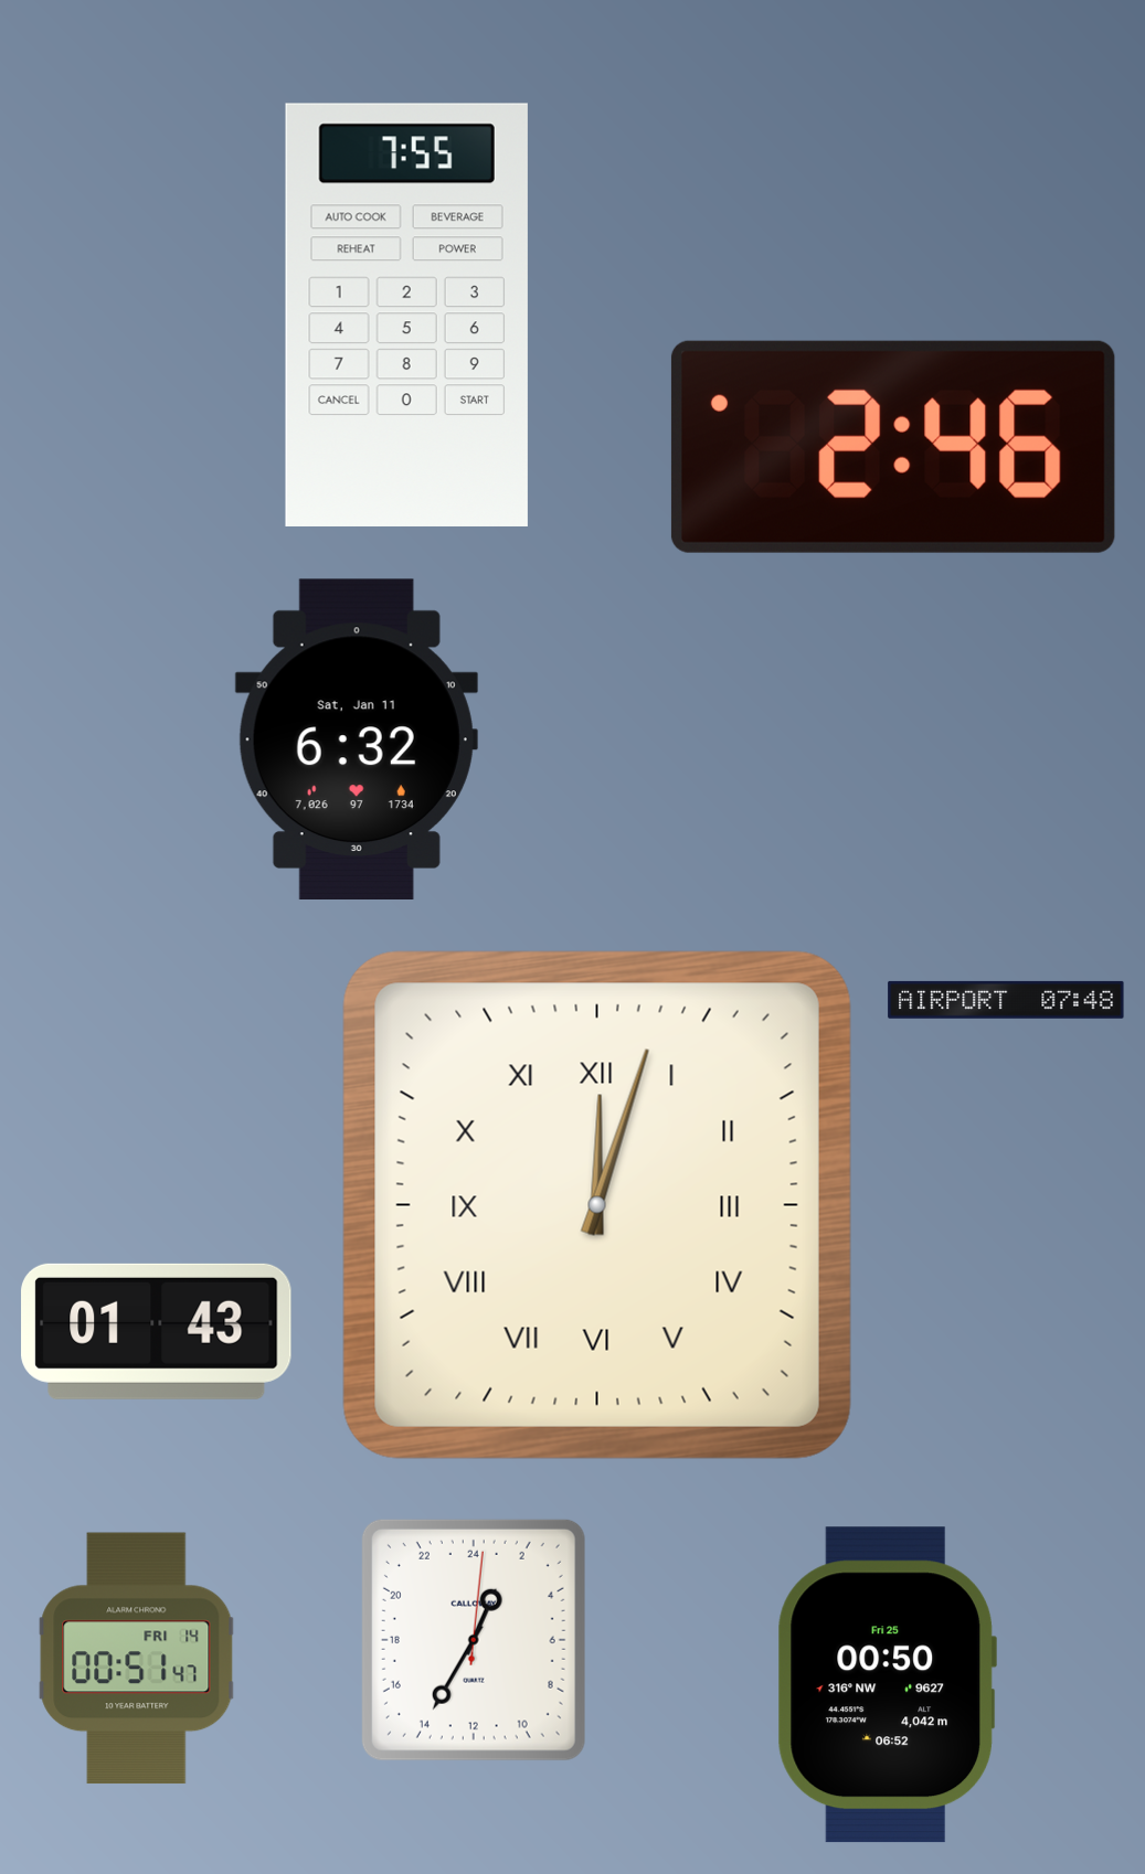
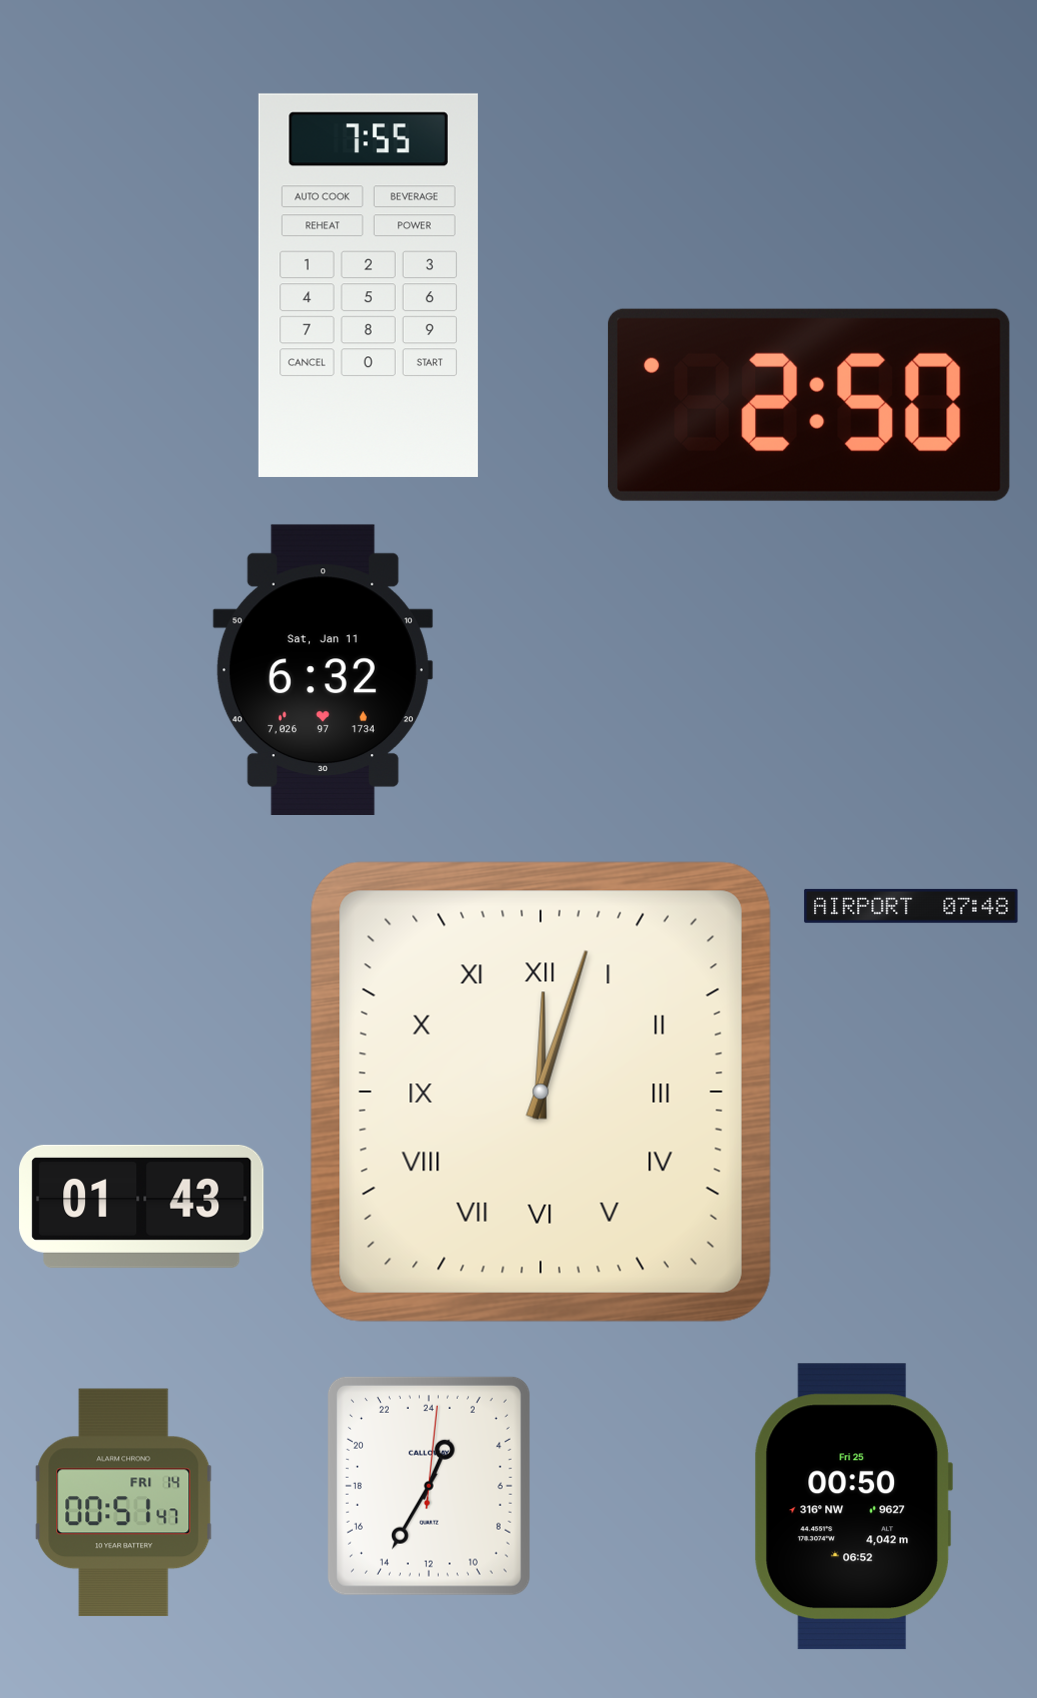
clock at (893, 447): 2:46 -> 2:50
clock at (887, 1685) position: (887, 1685) -> (853, 1507)
